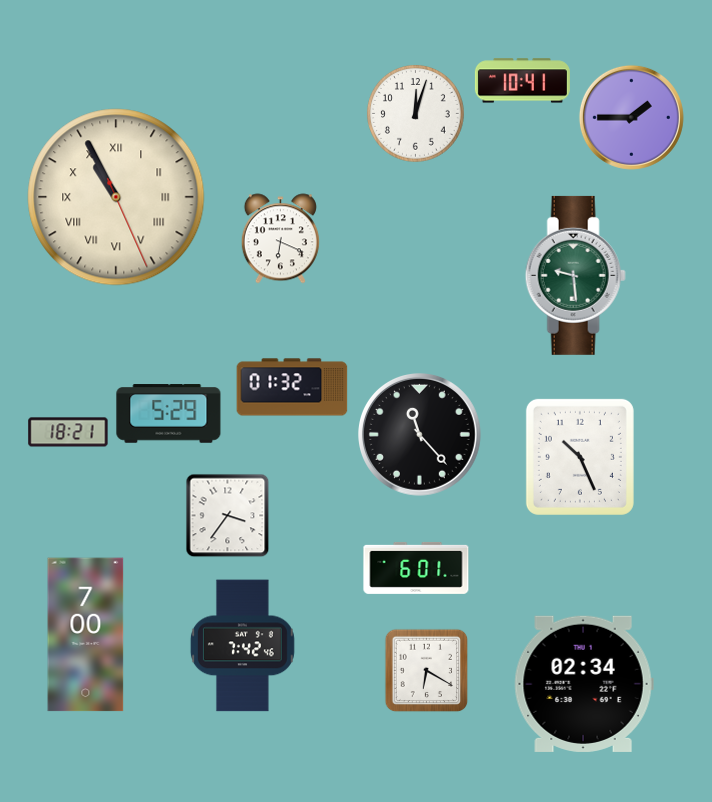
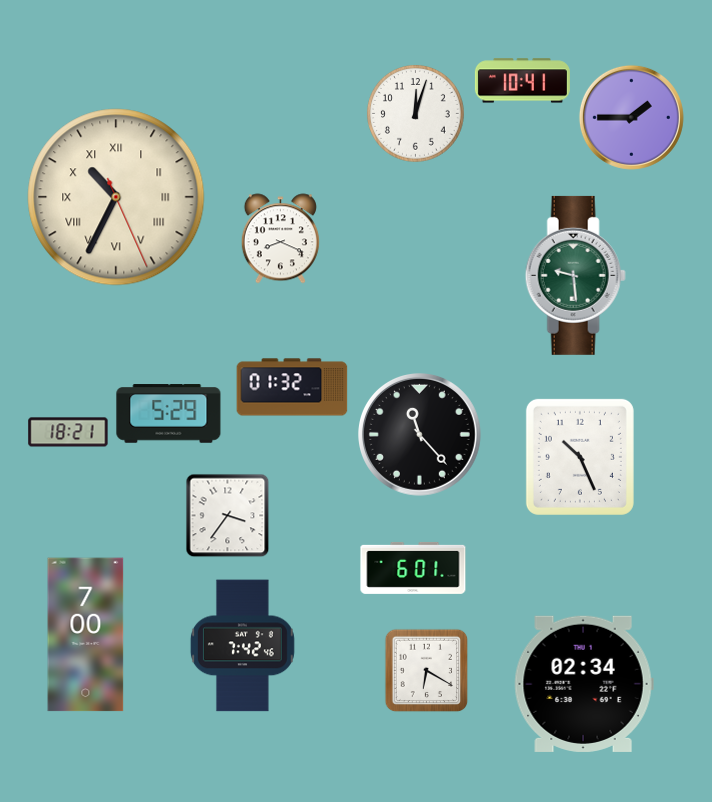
clock at (116, 197): 10:55 -> 10:34
clock at (280, 239): 6:19 -> 8:19
clock at (416, 568) position: (416, 568) -> (413, 568)
